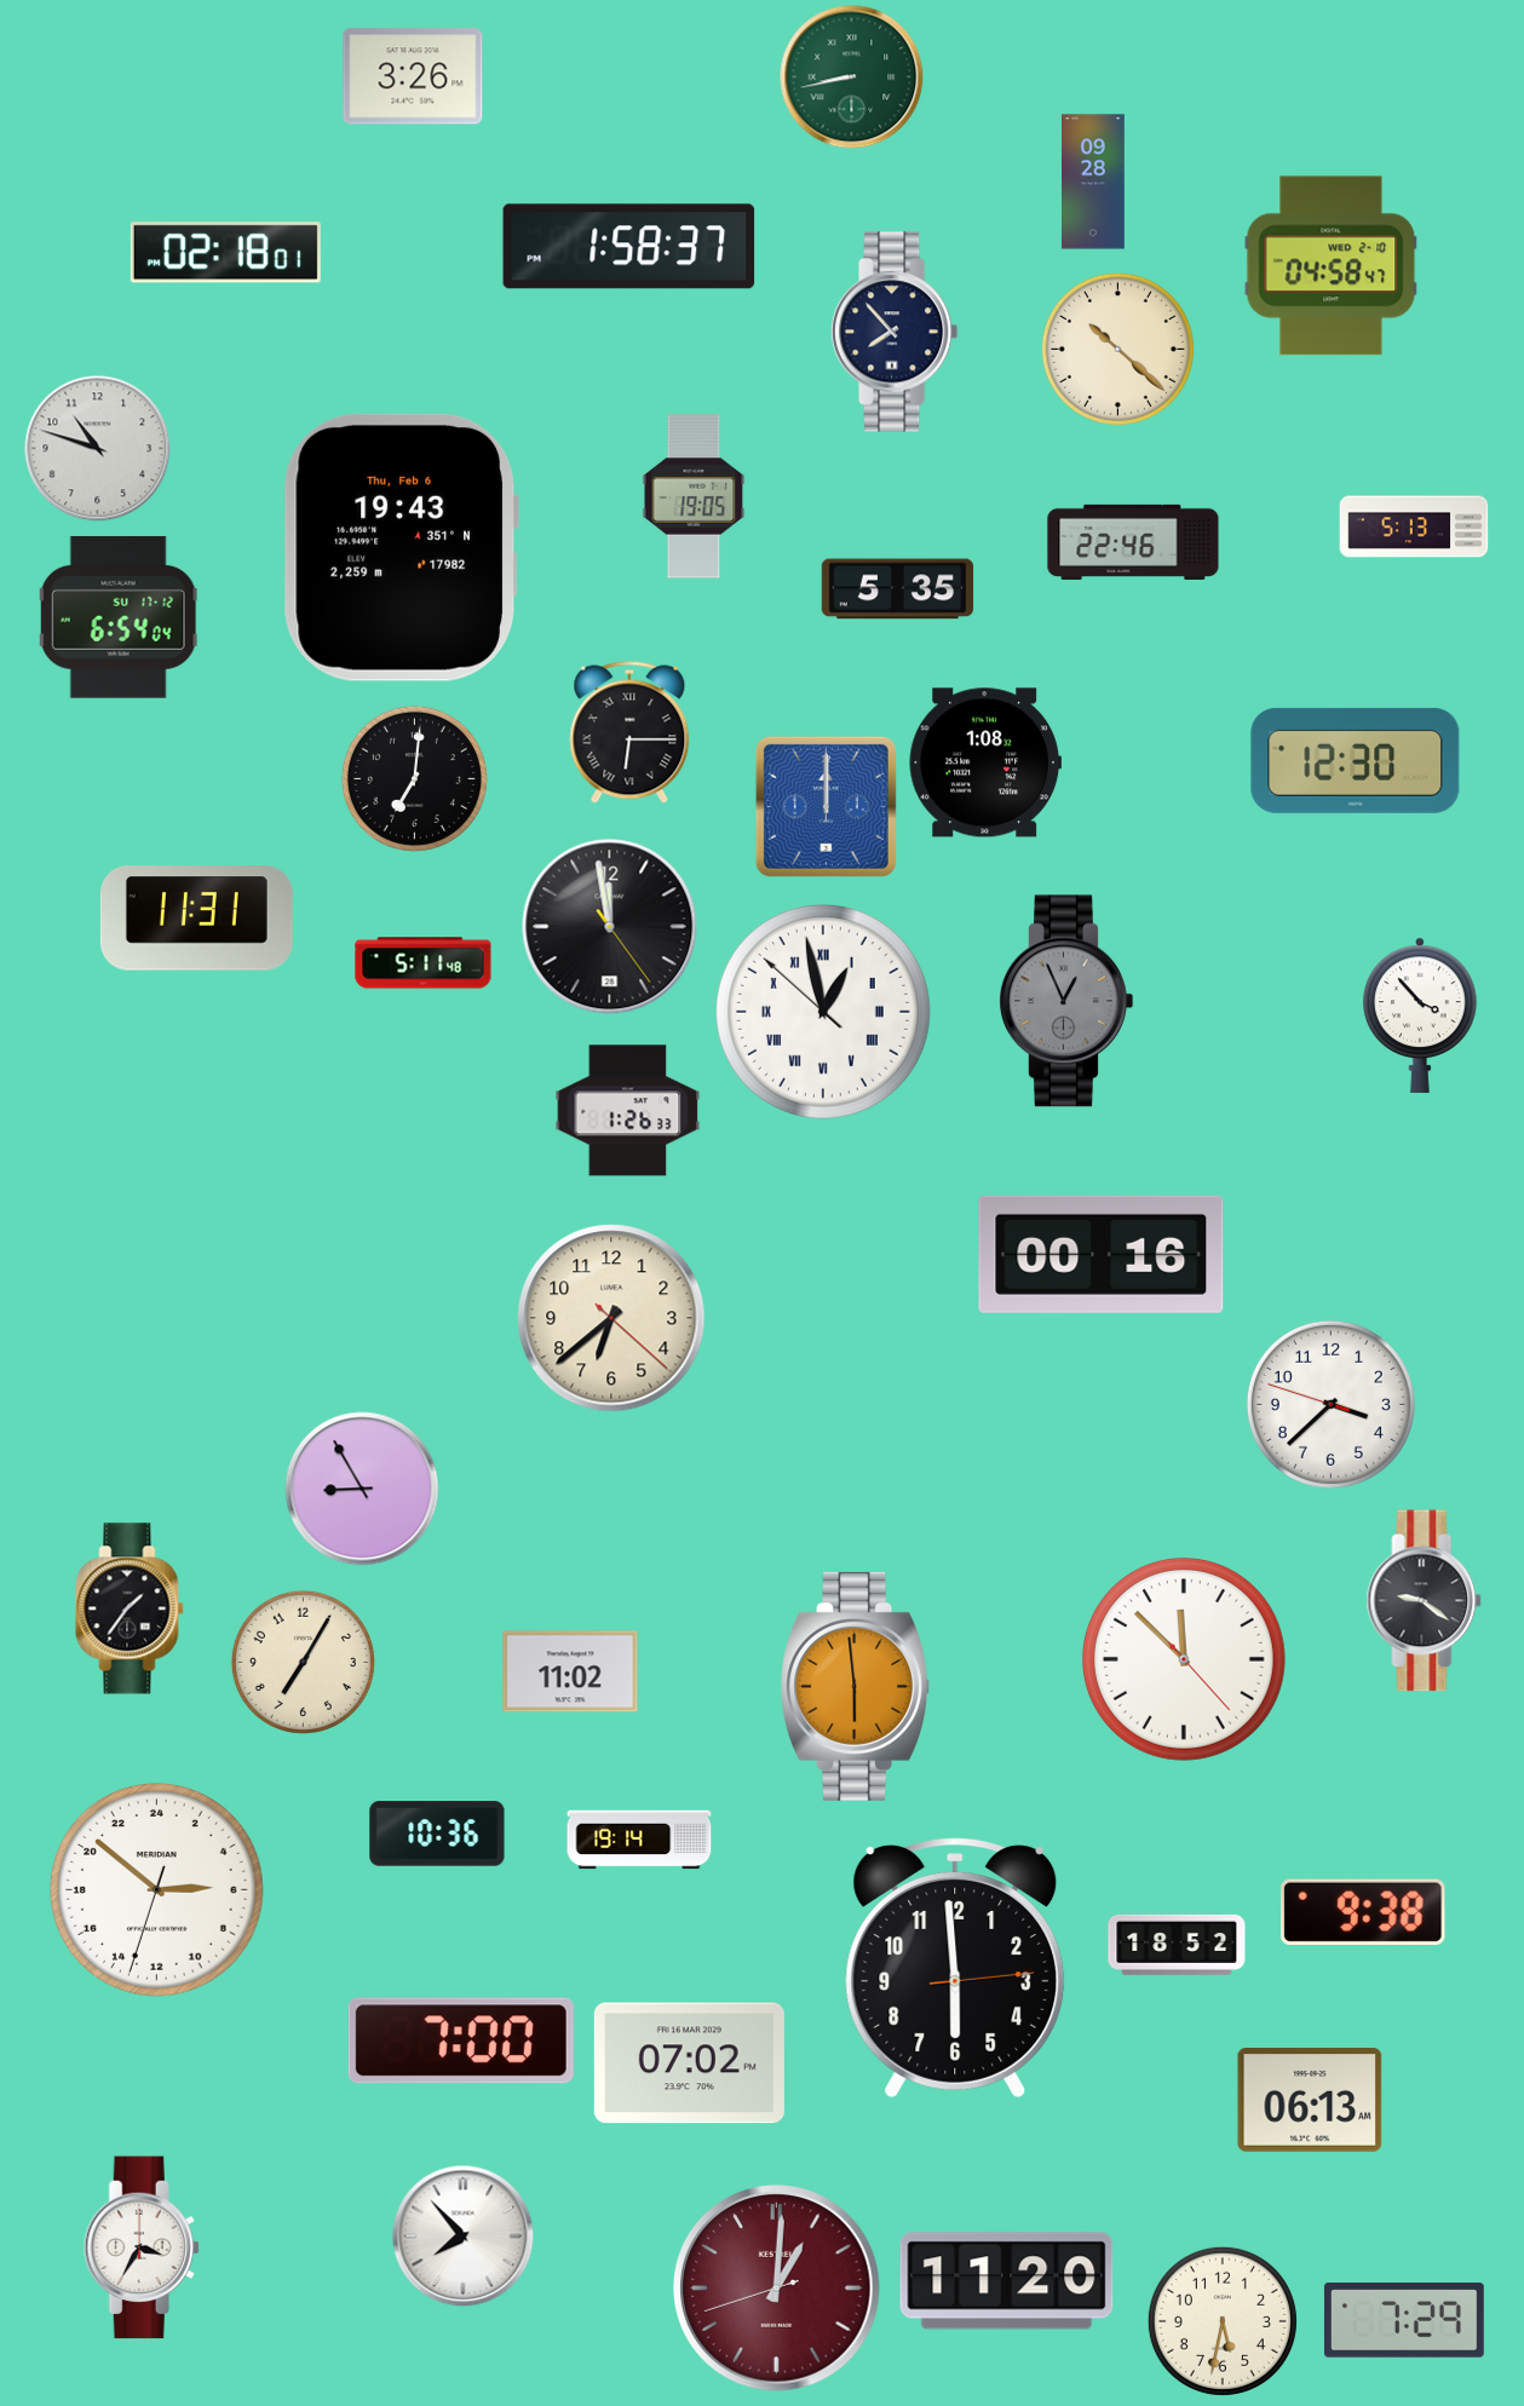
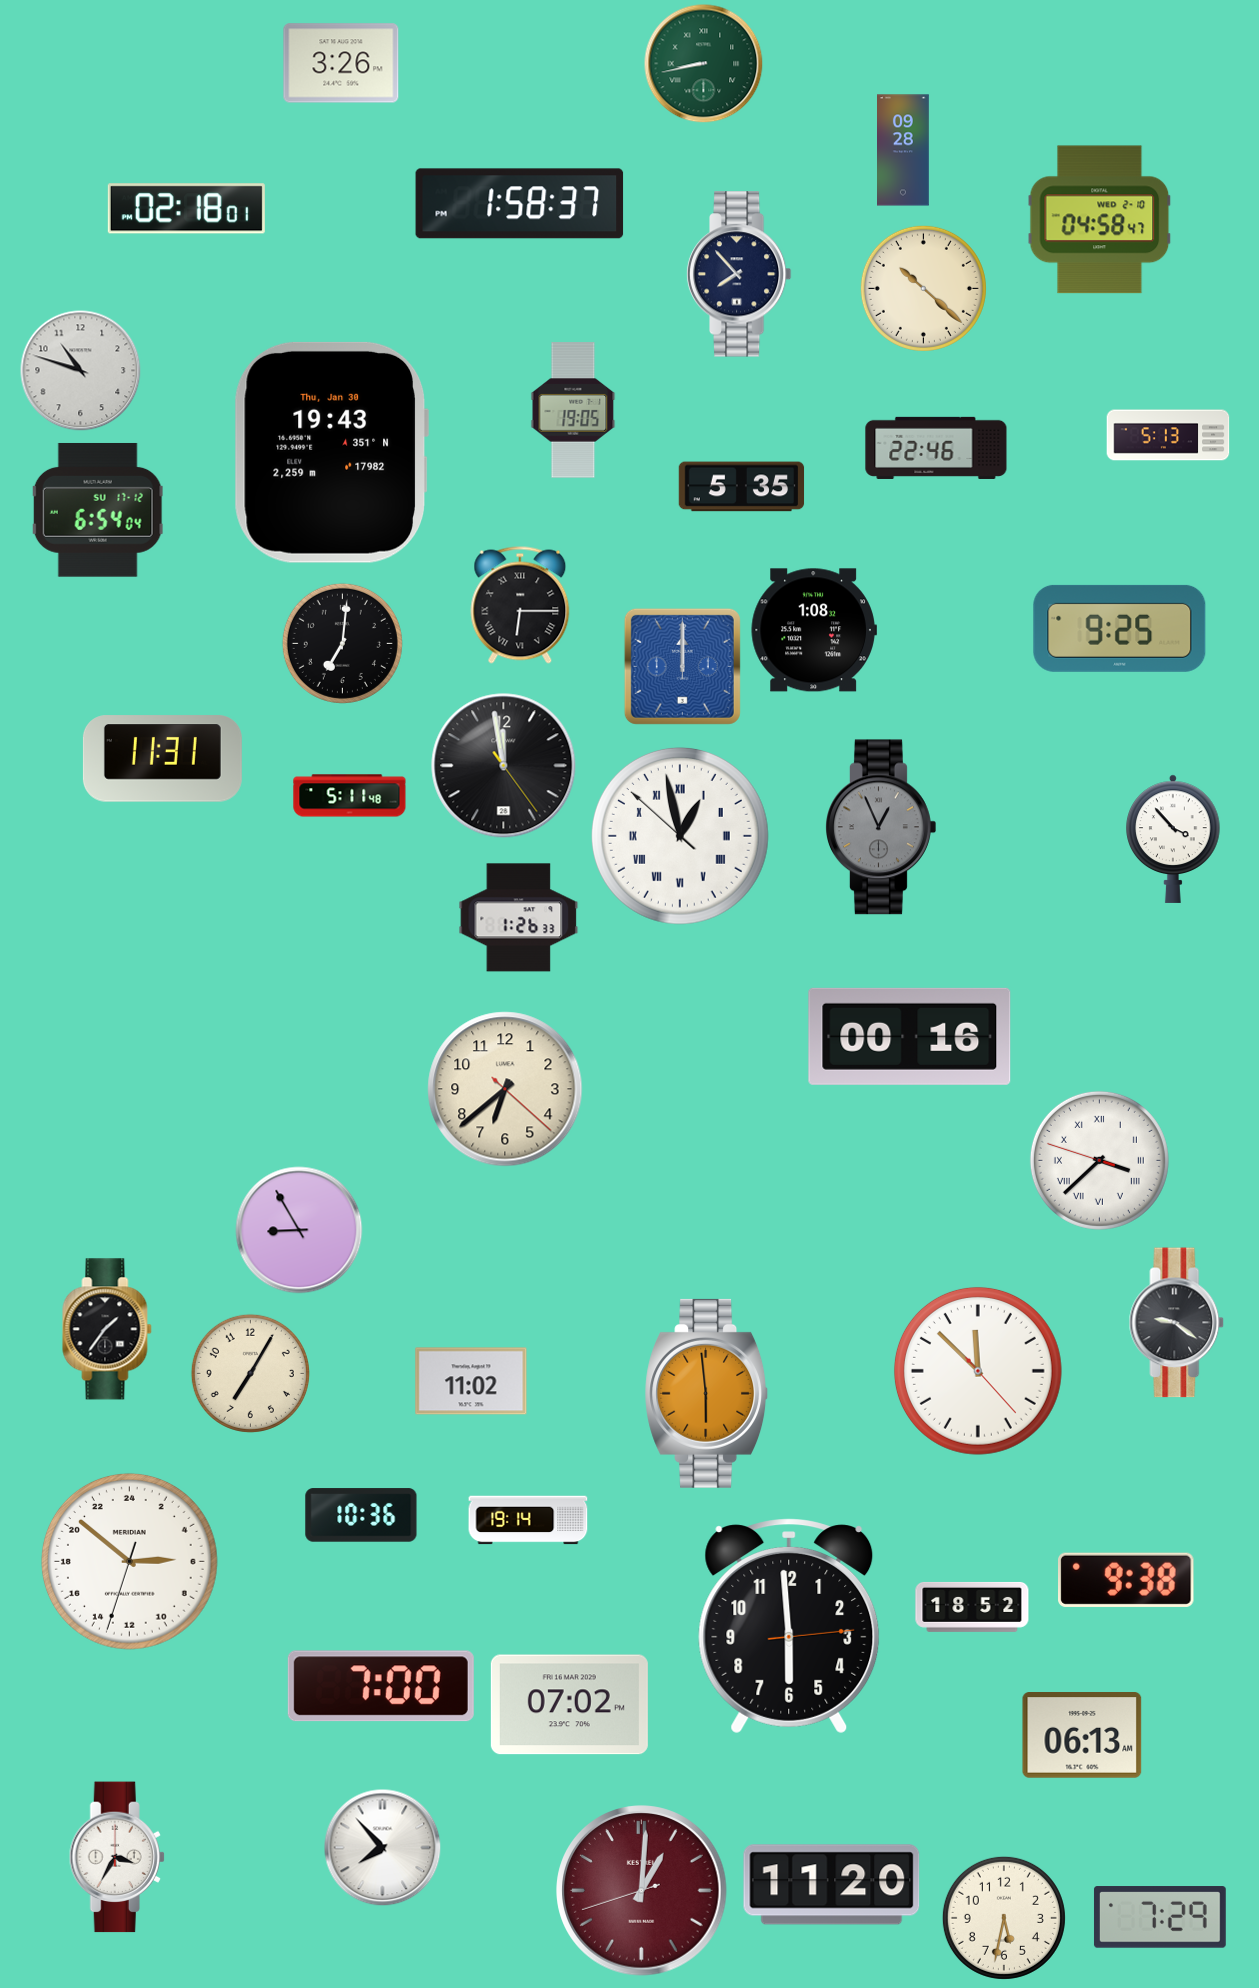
clock at (401, 547) date: Thu, Feb 6 -> Thu, Jan 30
clock at (1356, 760): 12:30 -> 9:25
clock at (1330, 1404) numerals: Arabic -> Roman
clock at (1223, 2321) position: (1223, 2321) -> (1004, 1918)
